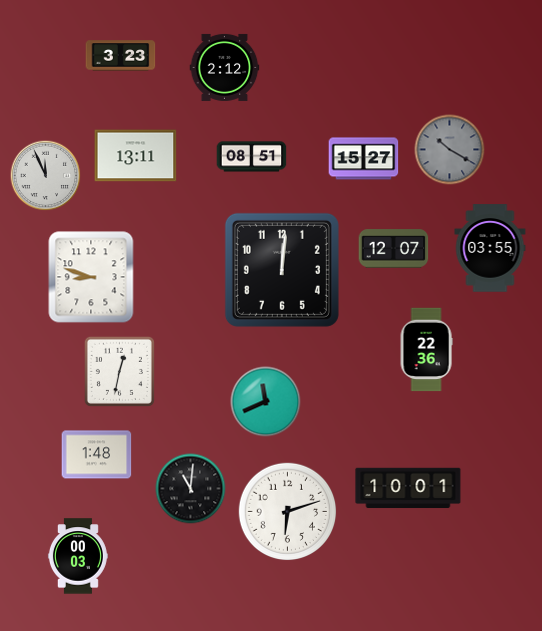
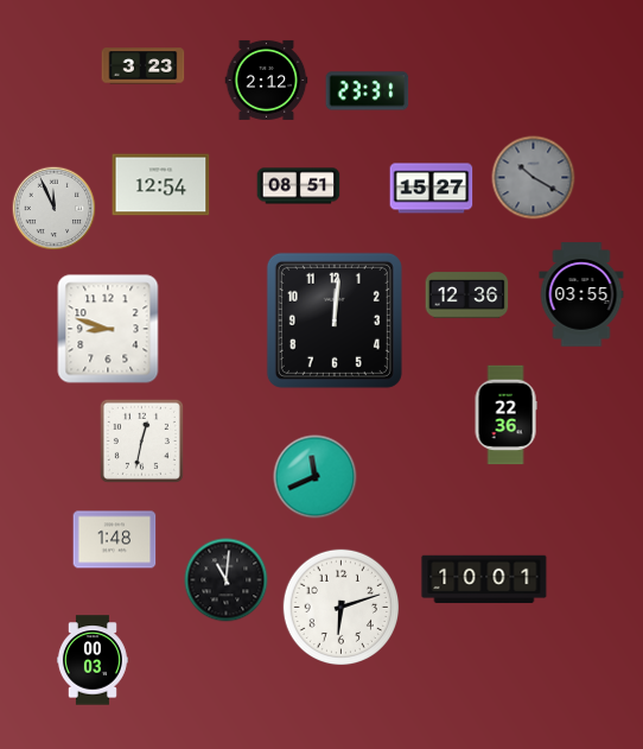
clock at (368, 91): none -> 23:31
clock at (136, 156): 13:11 -> 12:54
clock at (394, 249): 12:07 -> 12:36
